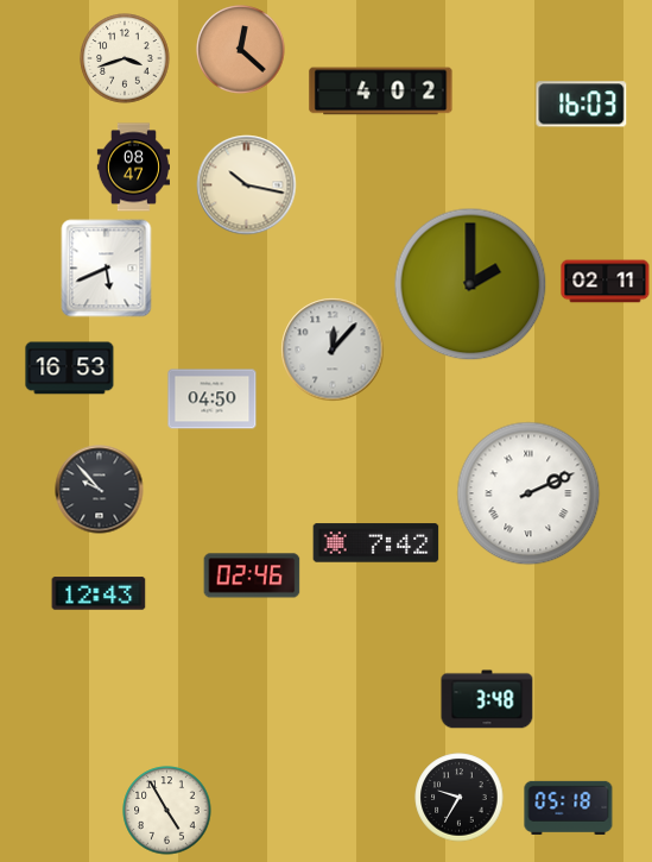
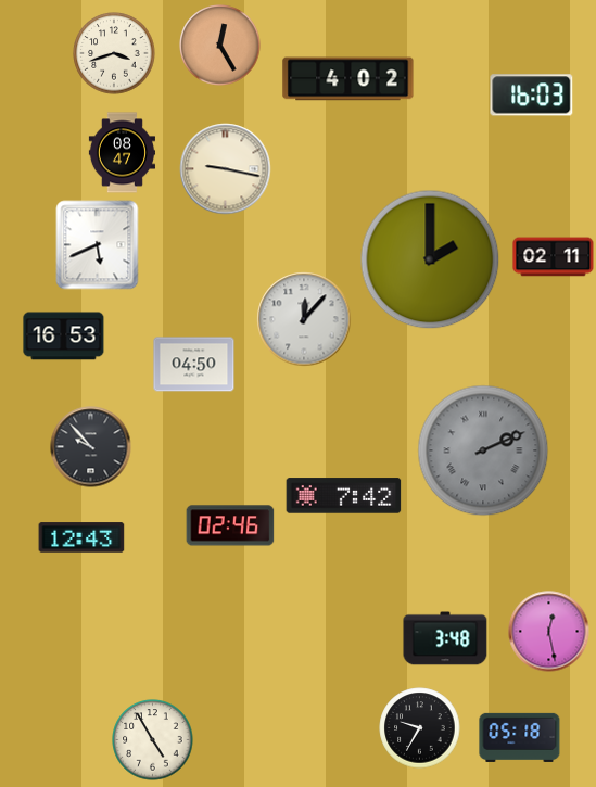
clock at (241, 50): 12:22 -> 12:25
clock at (381, 92) position: (381, 92) -> (348, 79)
clock at (247, 185): 10:17 -> 9:17
clock at (528, 493) dial: white -> grey
clock at (99, 593) position: (99, 593) -> (81, 537)
clock at (549, 632): none -> 12:28
